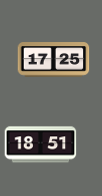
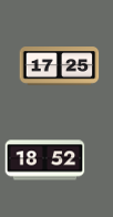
clock at (41, 145): 18:51 -> 18:52
